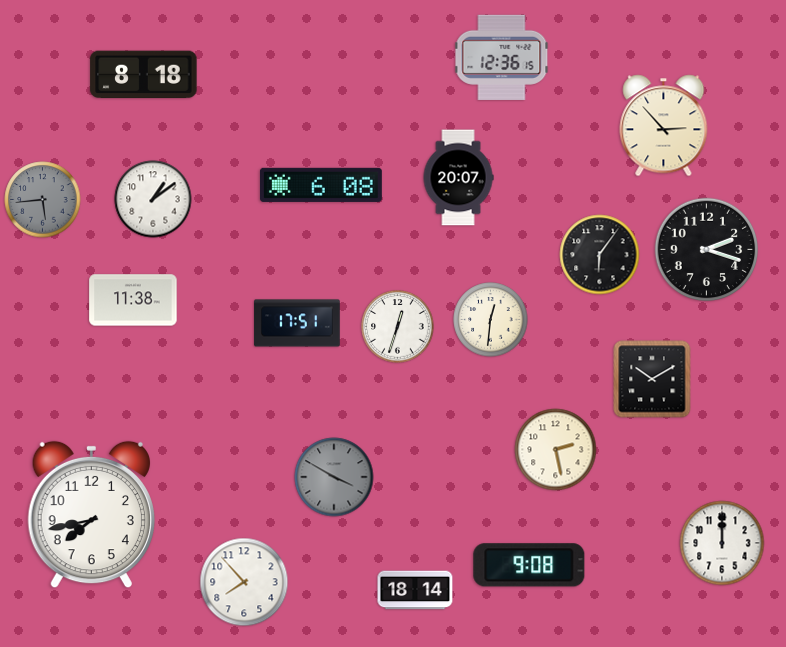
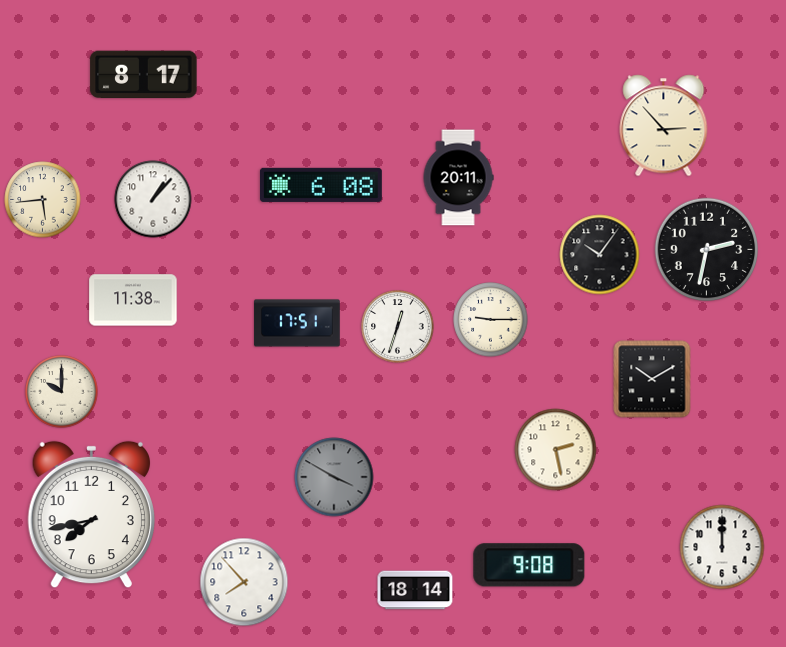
clock at (502, 57): 12:36 -> none
clock at (144, 75): 8:18 -> 8:17
clock at (458, 178): 20:07 -> 20:11
clock at (153, 199): 1:09 -> 1:07
clock at (43, 200) dial: grey -> cream
clock at (707, 250): 2:18 -> 2:32
clock at (600, 255): 6:06 -> 10:06
clock at (491, 320): 12:31 -> 9:15
clock at (62, 392): none -> 10:00
clock at (722, 543) position: (722, 543) -> (722, 547)
